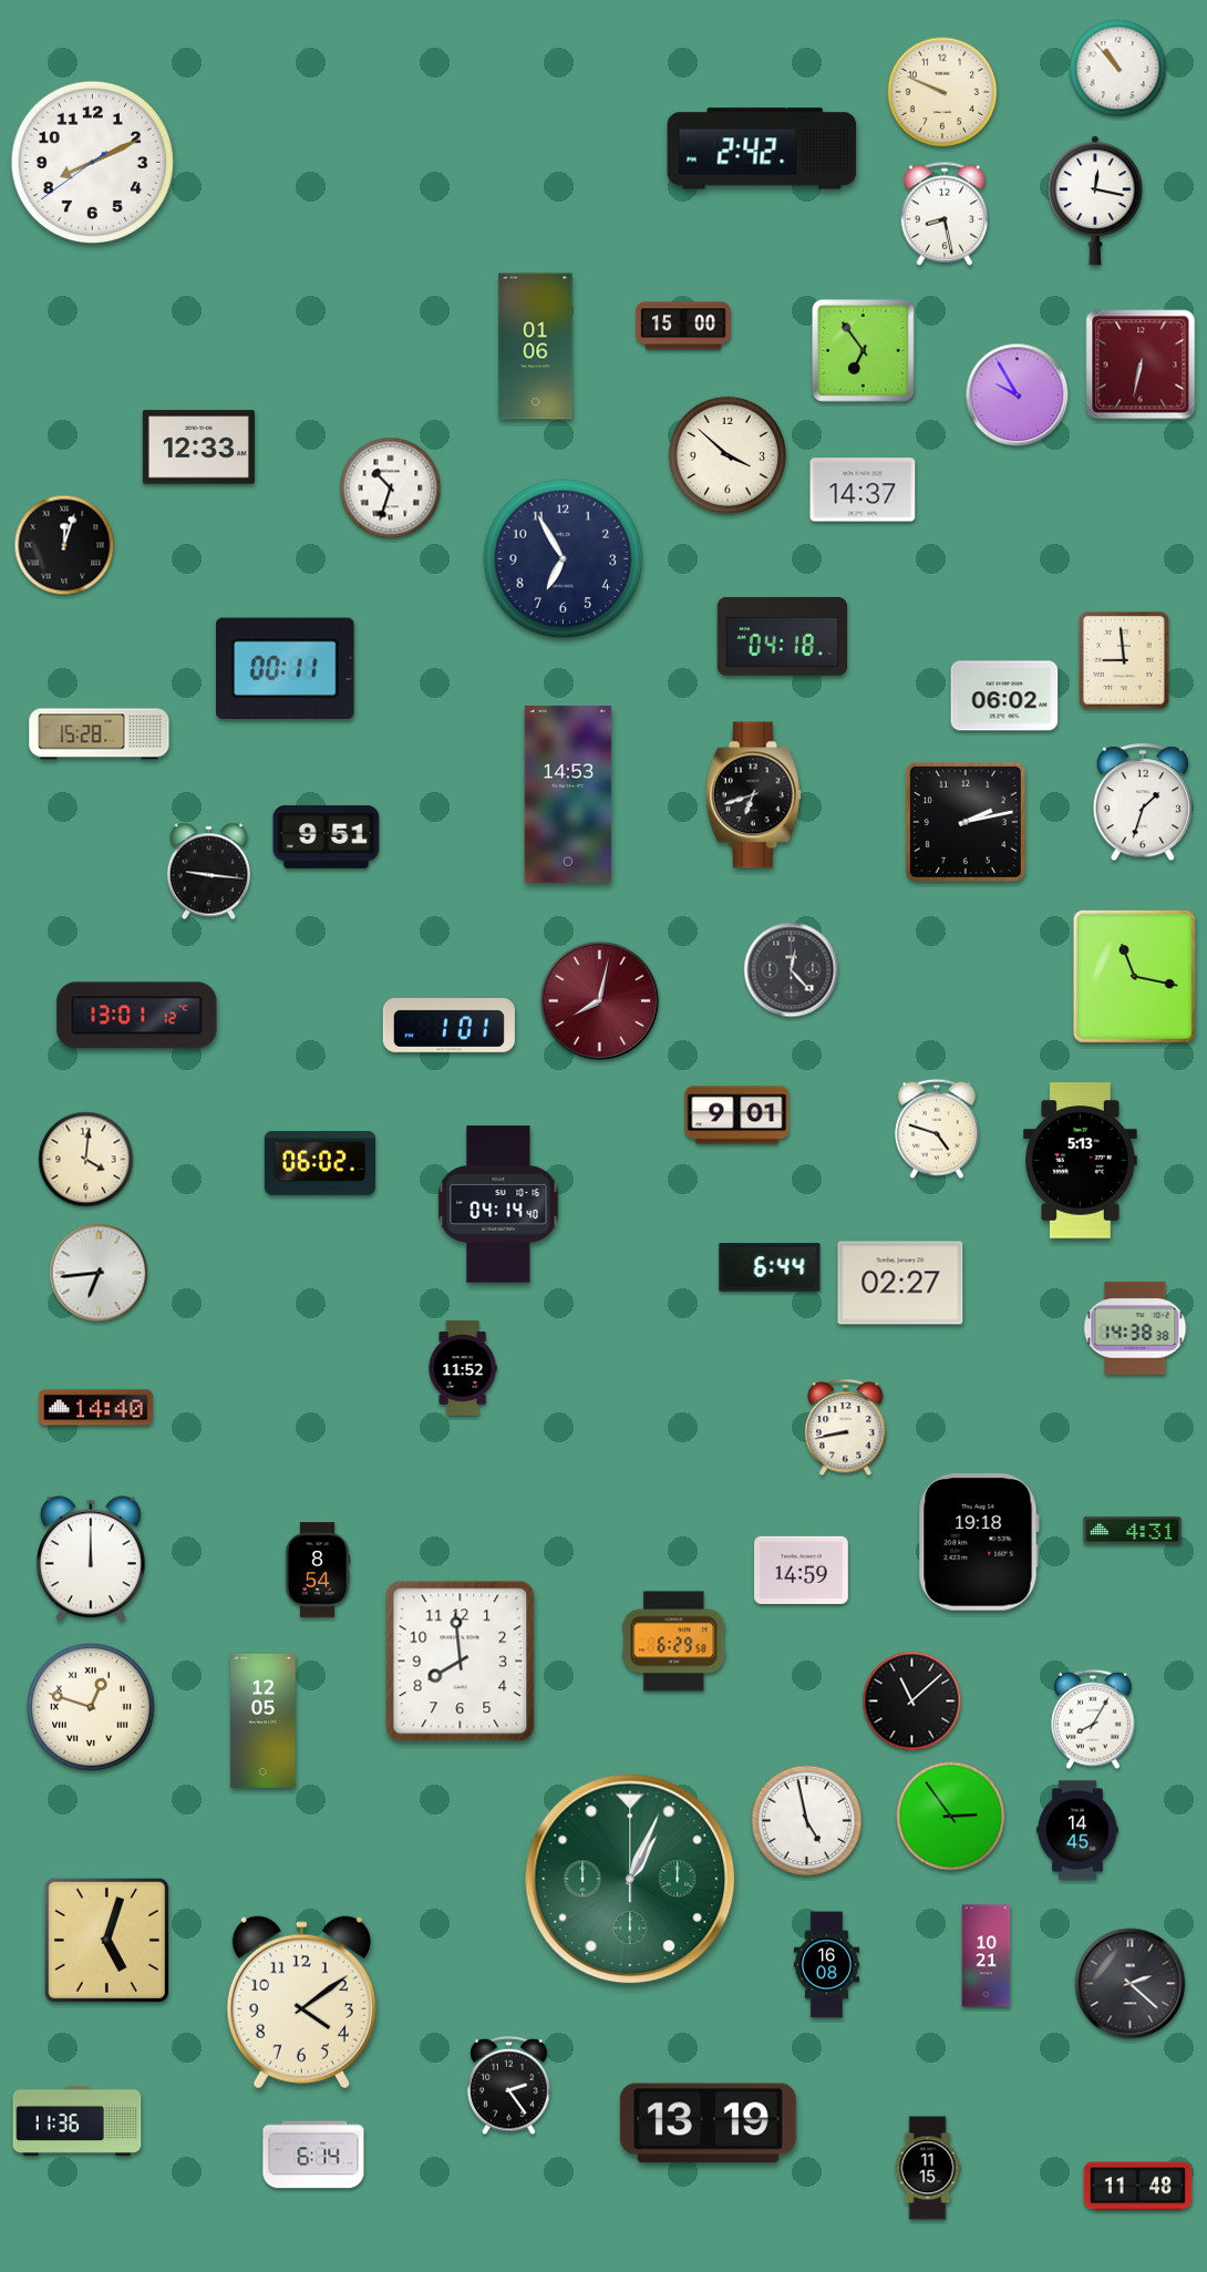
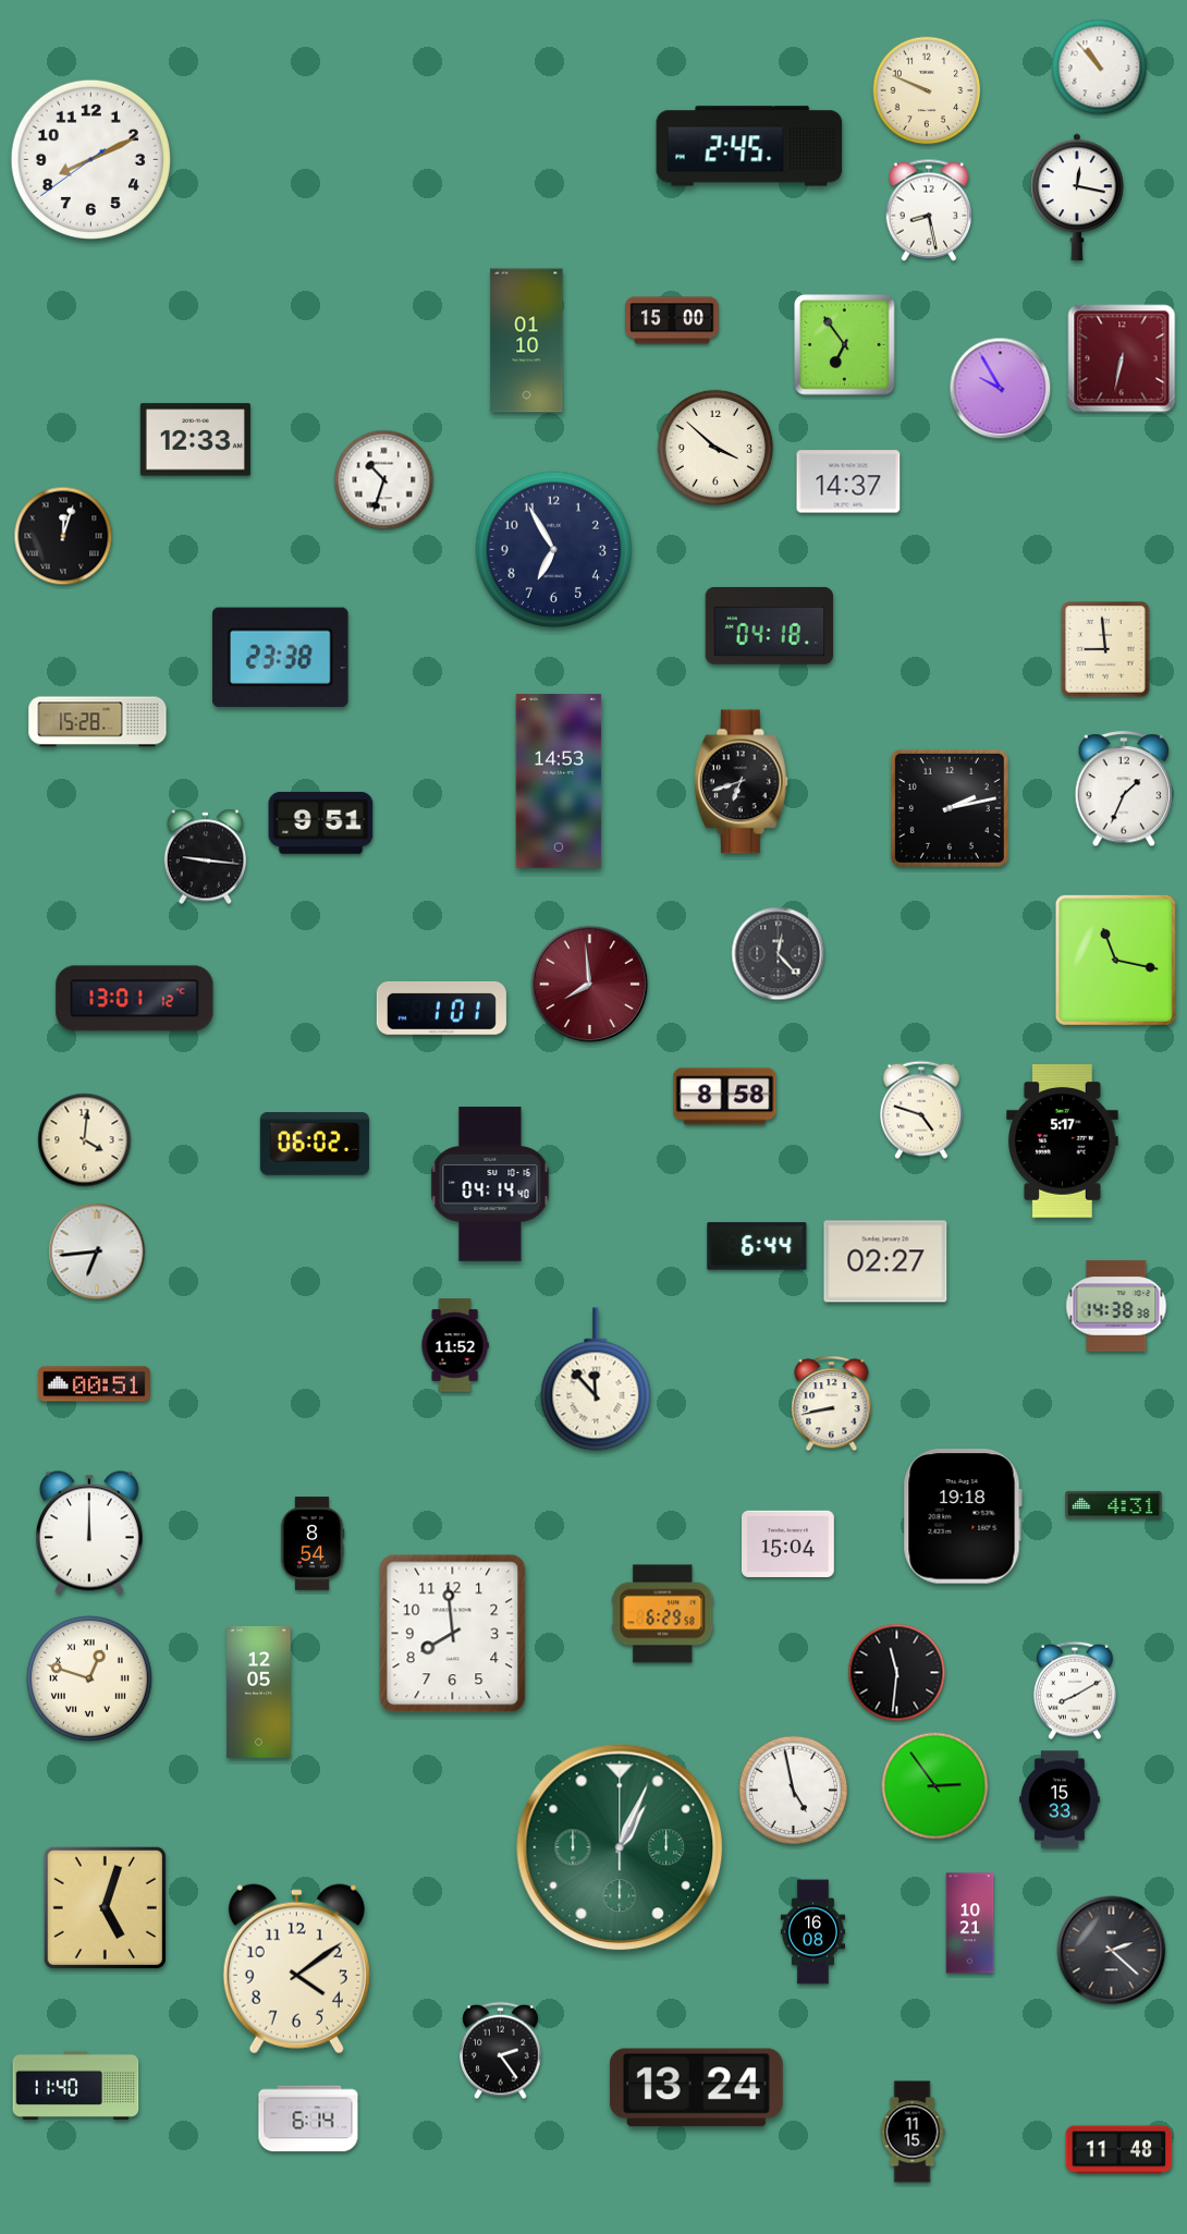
clock at (762, 148): 2:42 -> 2:45
clock at (536, 347): 01:06 -> 01:10
clock at (864, 351) position: (864, 351) -> (845, 345)
clock at (286, 668): 00:11 -> 23:38
clock at (1004, 696): 06:02 -> none
clock at (1143, 803): 1:33 -> 1:34
clock at (600, 1001): 8:02 -> 7:59
clock at (737, 1116): 9:01 -> 8:58
clock at (1081, 1161): 5:13 -> 5:17
clock at (596, 1379): none -> 11:53
clock at (95, 1408): 14:40 -> 00:51
clock at (802, 1570): 14:59 -> 15:04
clock at (912, 1702): 11:08 -> 11:31
clock at (1093, 1719): 8:05 -> 8:10
clock at (1077, 1830): 14:45 -> 15:33
clock at (78, 2120): 11:36 -> 11:40
clock at (708, 2124): 13:19 -> 13:24
